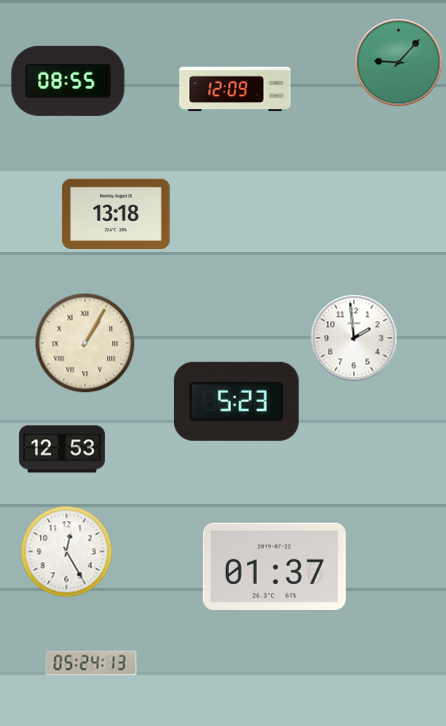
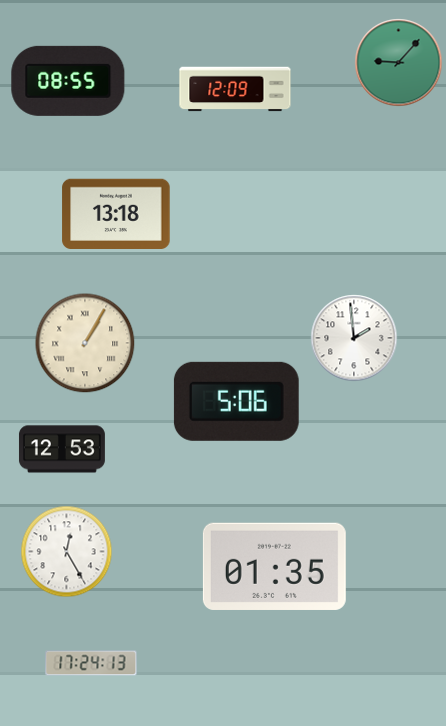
clock at (236, 401): 5:23 -> 5:06
clock at (274, 566): 01:37 -> 01:35
clock at (91, 663): 05:24 -> 17:24
